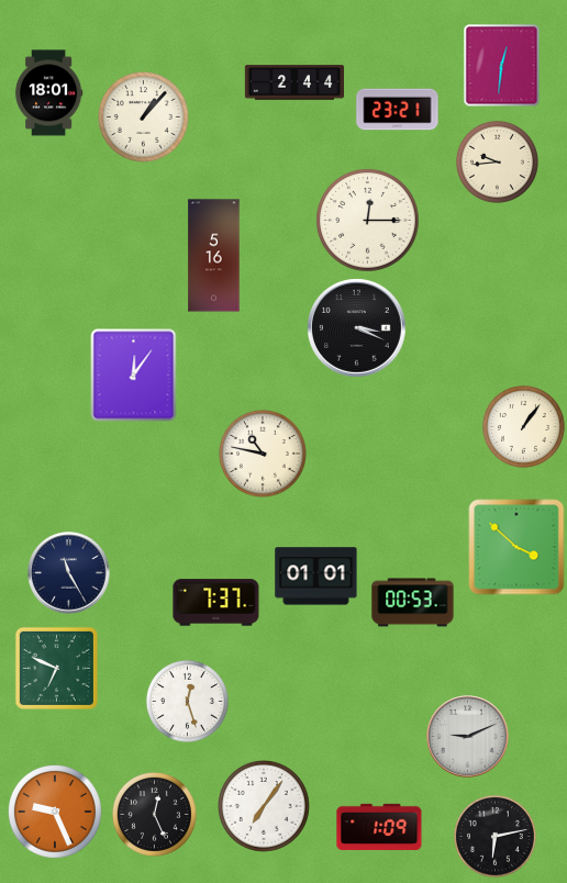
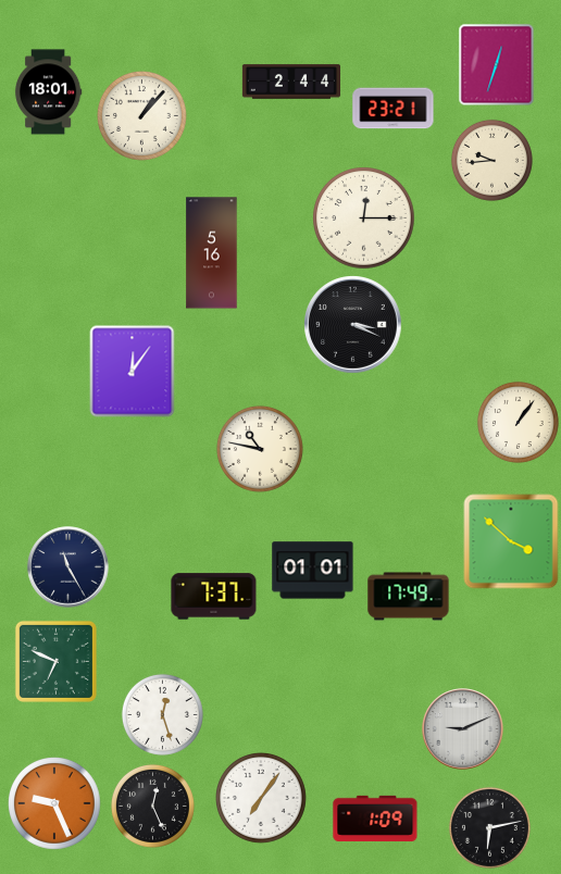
clock at (502, 66): 12:31 -> 12:33
clock at (413, 603): 00:53 -> 17:49
clock at (187, 701) position: (187, 701) -> (162, 714)
